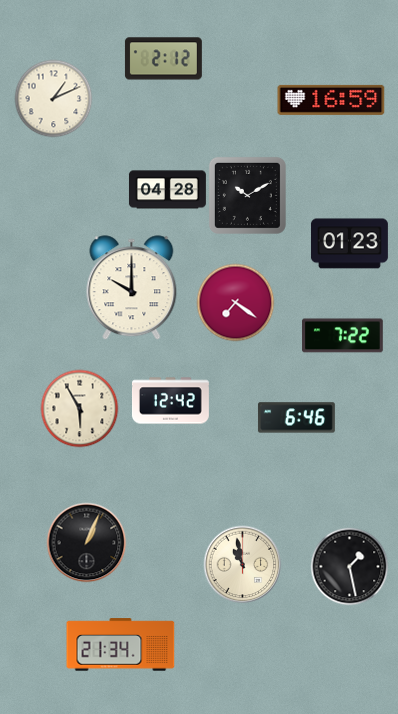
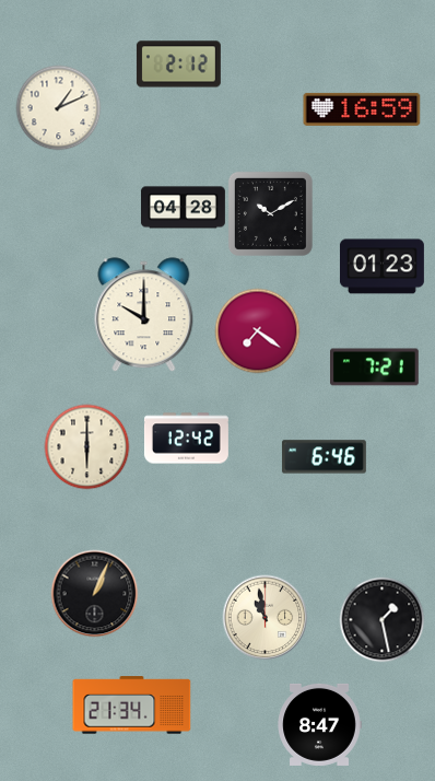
clock at (343, 336): 7:22 -> 7:21
clock at (79, 408): 5:55 -> 6:00
clock at (319, 724): none -> 8:47
